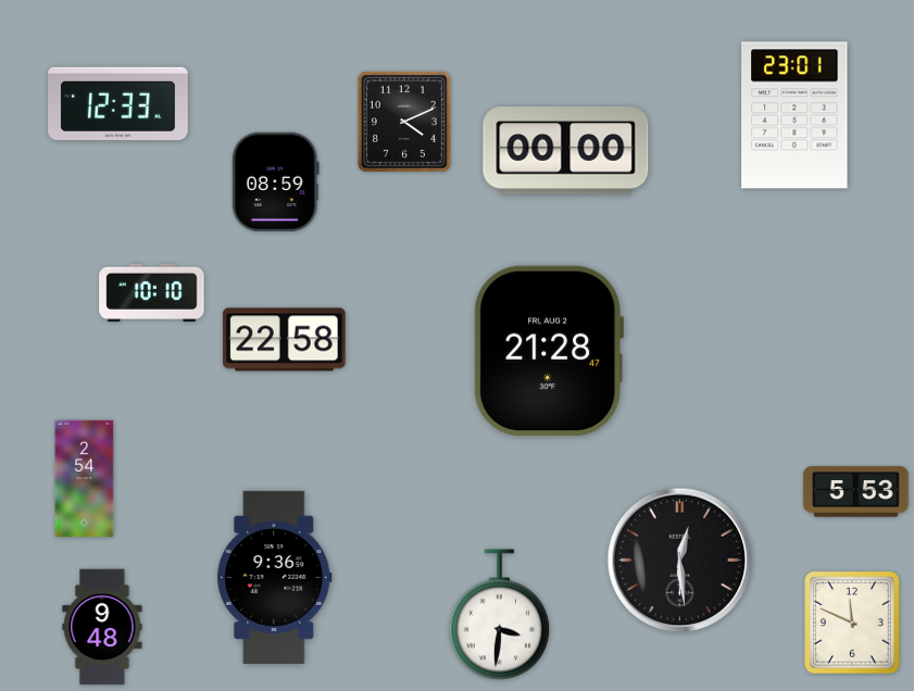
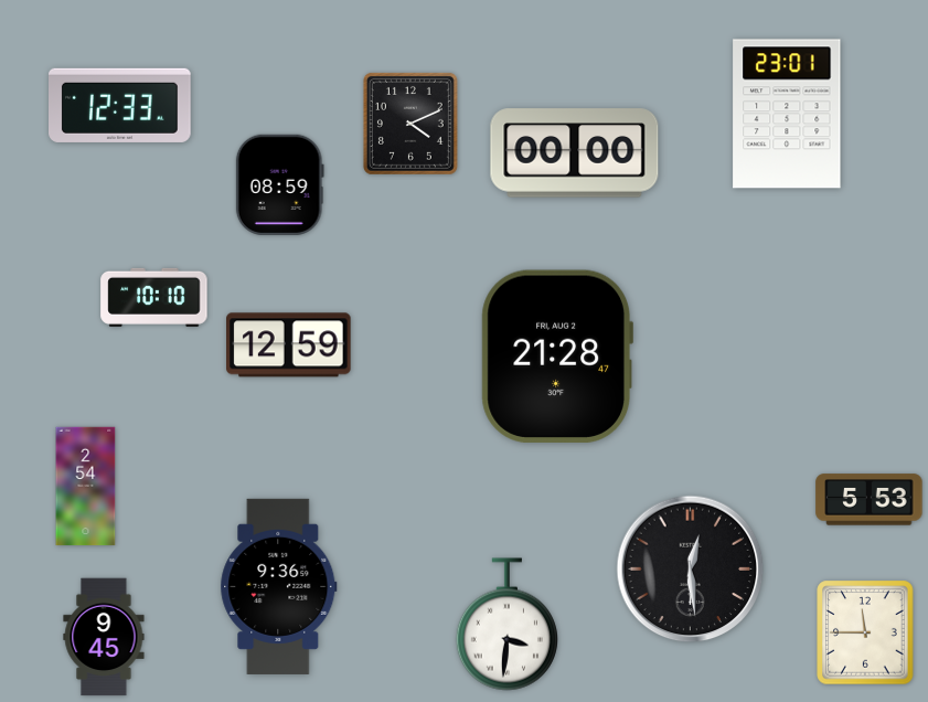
clock at (794, 115) position: (794, 115) -> (787, 114)
clock at (285, 340): 22:58 -> 12:59
clock at (852, 623): 11:49 -> 11:45
clock at (102, 627): 9:48 -> 9:45
